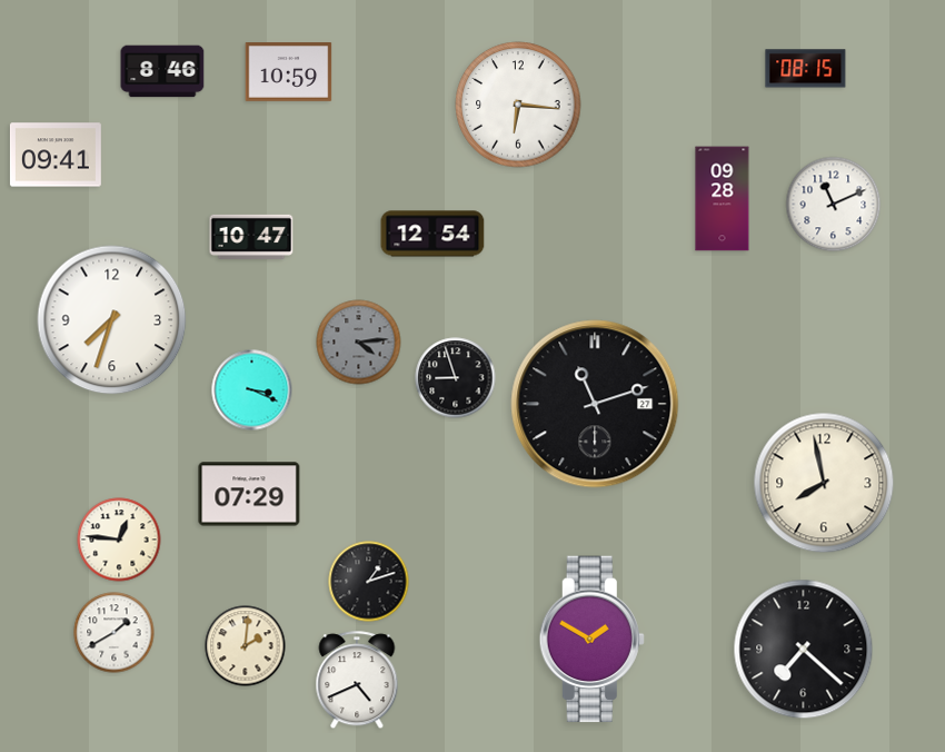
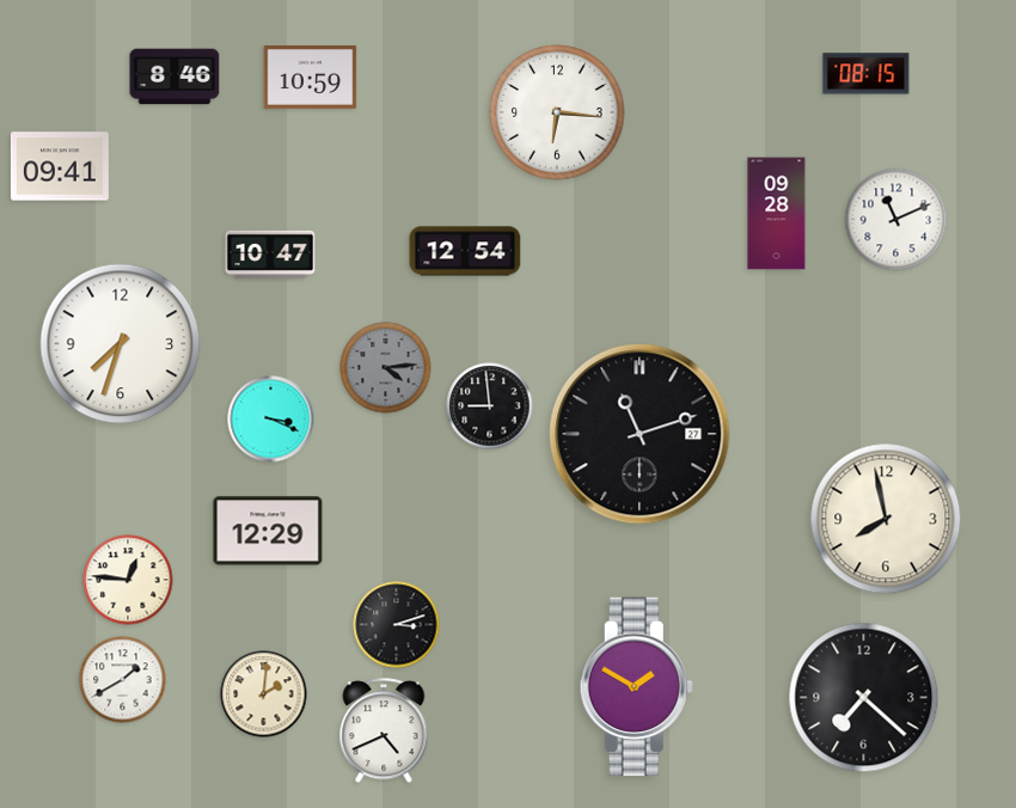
clock at (456, 378): 8:57 -> 8:59
clock at (249, 494): 07:29 -> 12:29
clock at (369, 582): 1:12 -> 3:12
